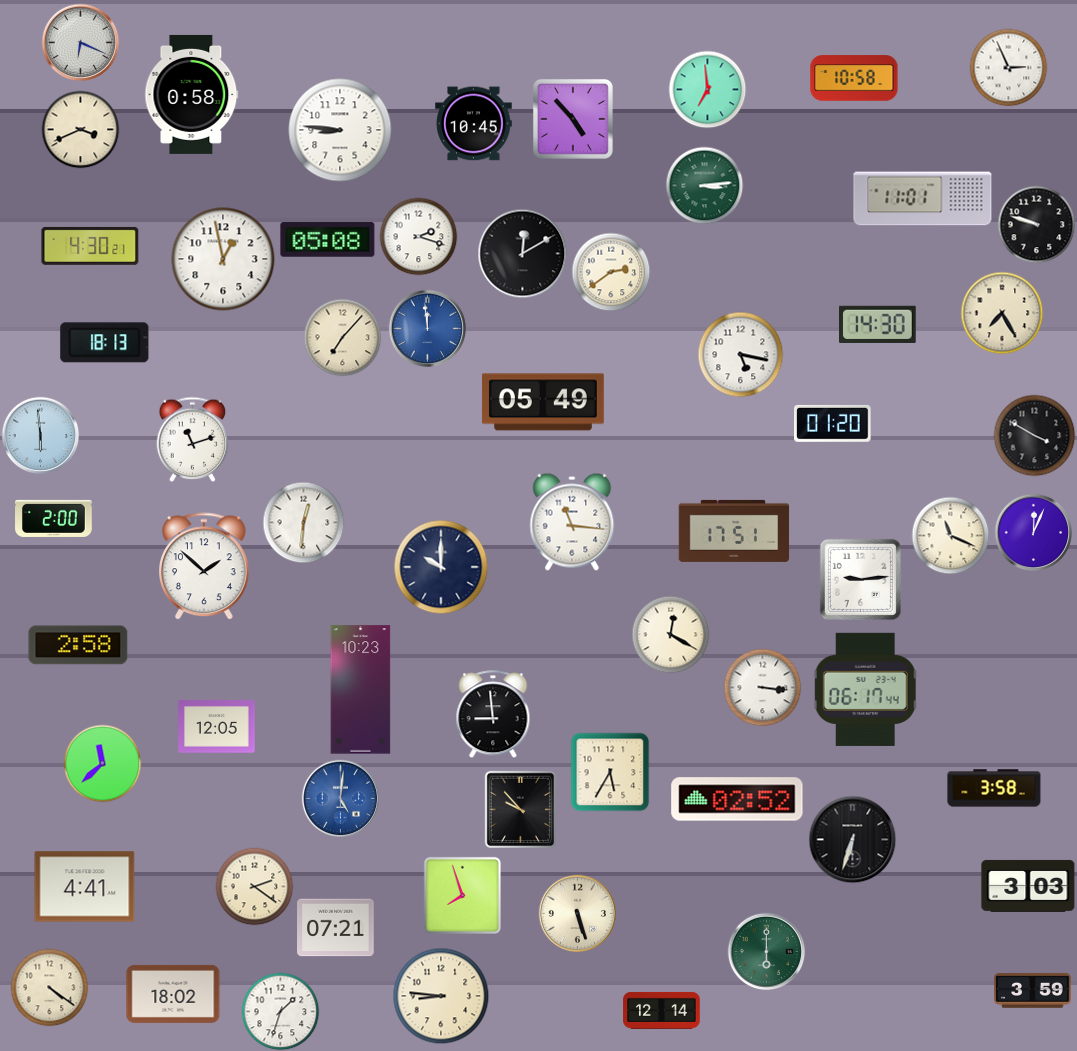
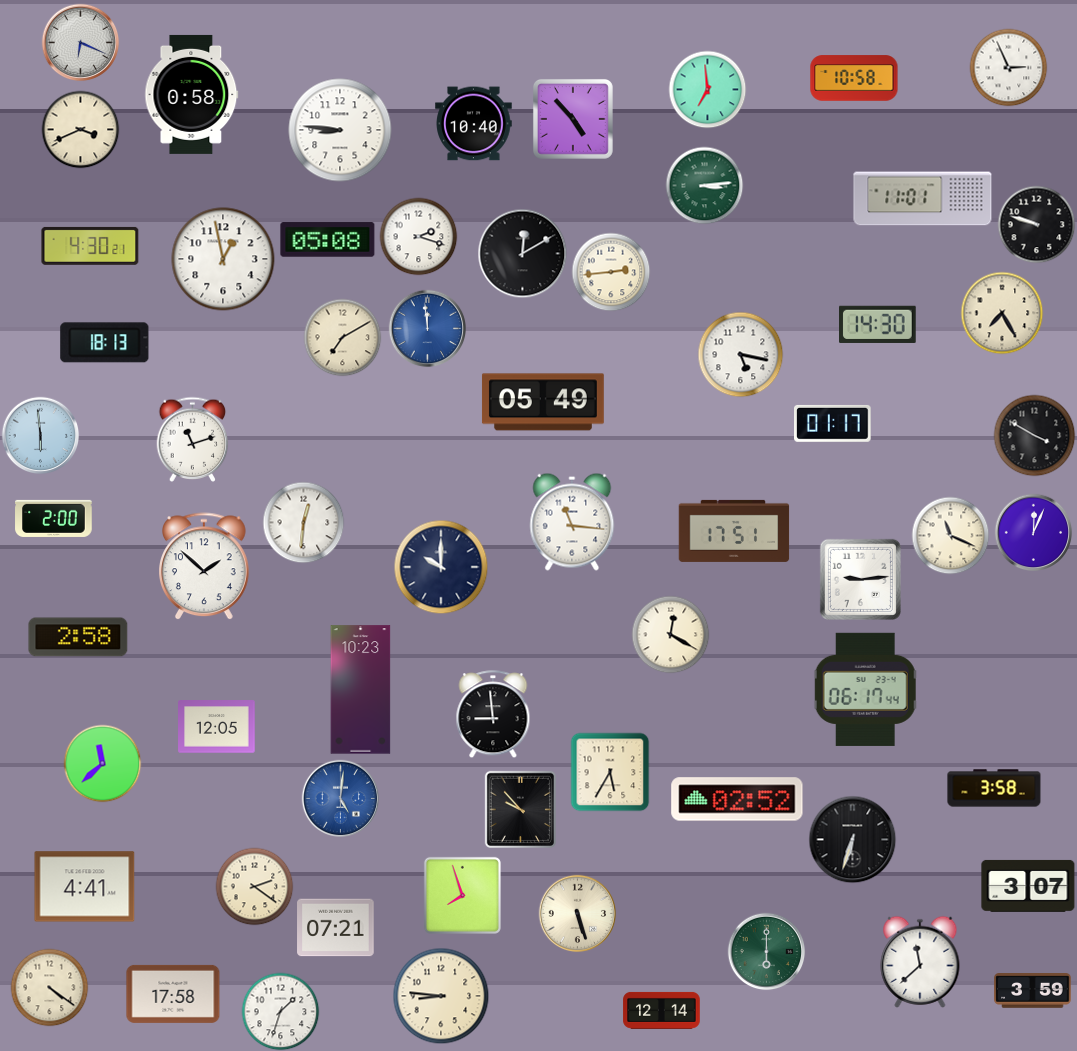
clock at (474, 124): 10:45 -> 10:40
clock at (611, 272): 2:39 -> 2:44
clock at (342, 337): 7:07 -> 7:10
clock at (833, 423): 01:20 -> 01:17
clock at (78, 645) position: (78, 645) -> (78, 637)
clock at (762, 687): 3:16 -> none
clock at (1028, 886): 3:03 -> 3:07
clock at (920, 962): none -> 11:38
clock at (173, 994): 18:02 -> 17:58
